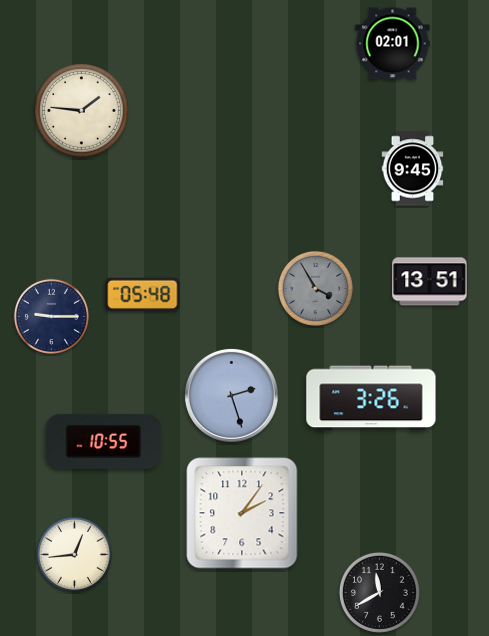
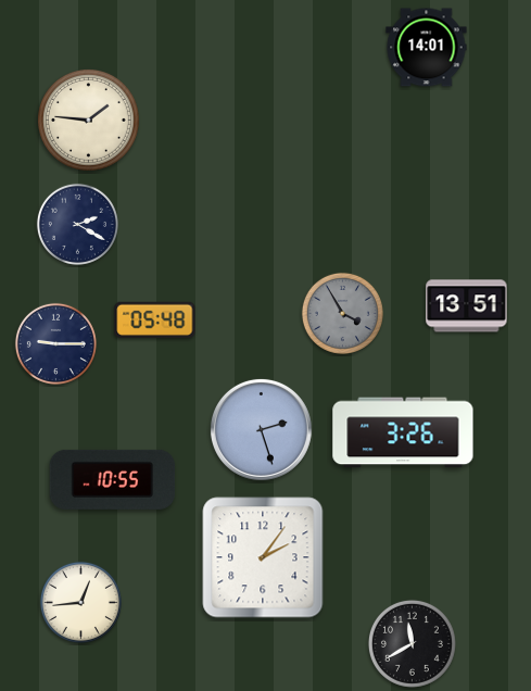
clock at (393, 44): 02:01 -> 14:01
clock at (413, 169): 9:45 -> none
clock at (77, 224): none -> 2:20
clock at (231, 395) position: (231, 395) -> (261, 429)
